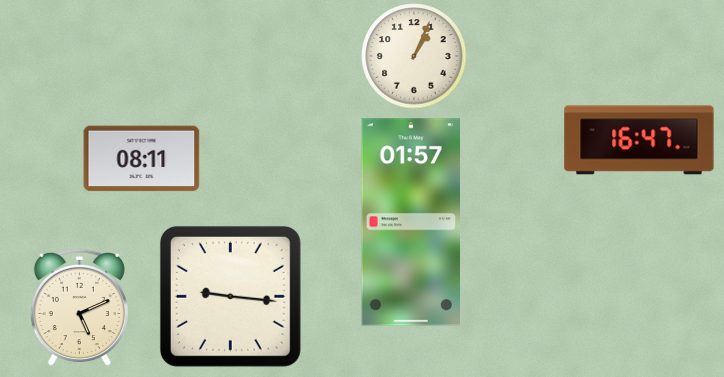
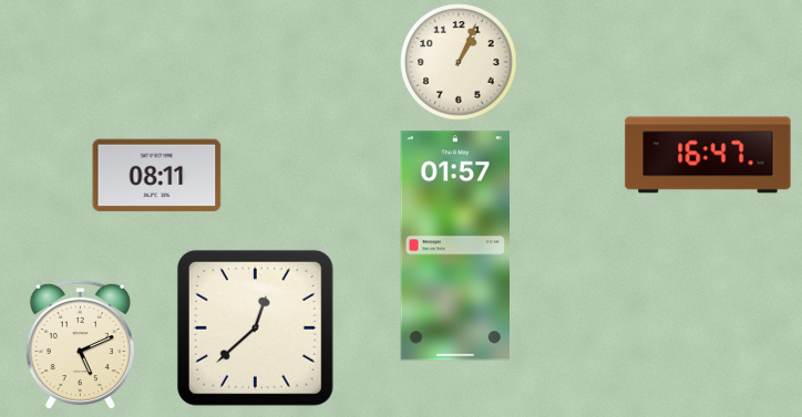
clock at (230, 296): 9:16 -> 12:38
clock at (79, 307) position: (79, 307) -> (80, 344)
